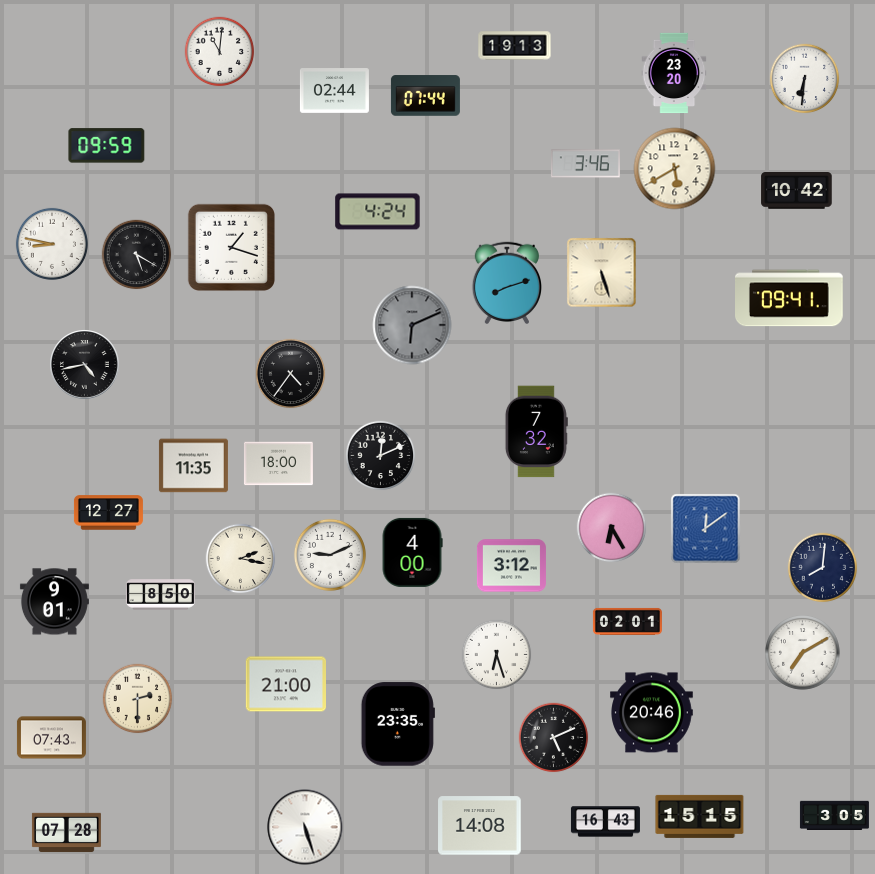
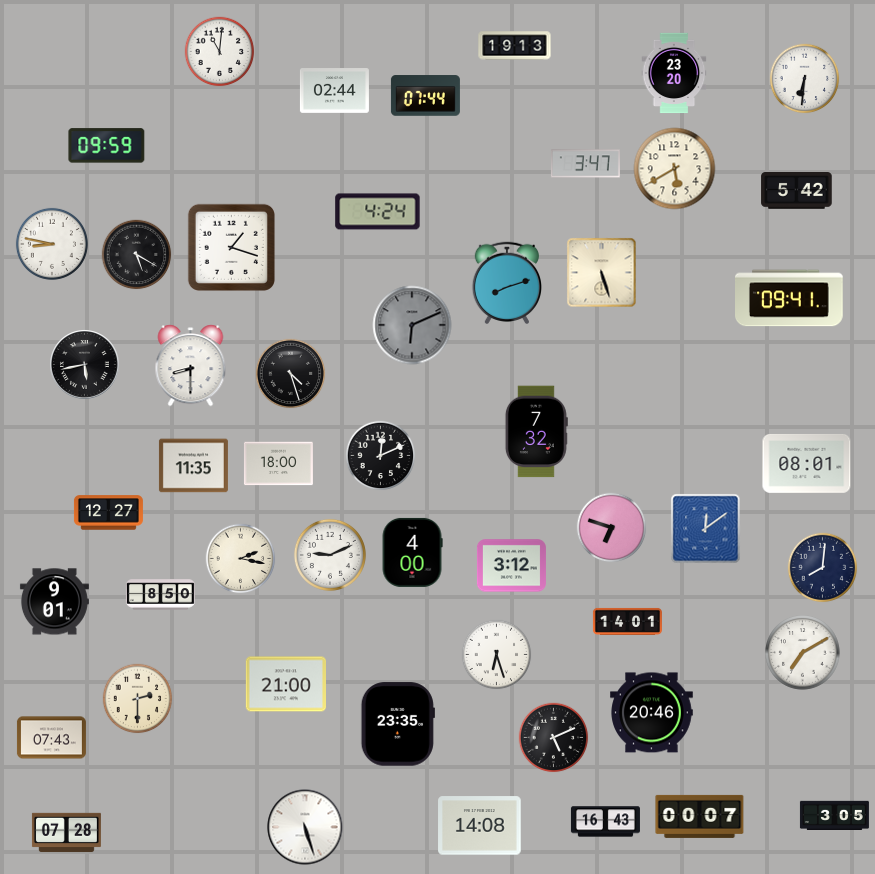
clock at (585, 164): 3:46 -> 3:47
clock at (797, 191): 10:42 -> 5:42
clock at (85, 365): 4:43 -> 5:43
clock at (191, 366): none -> 8:30
clock at (291, 374): 4:36 -> 4:27
clock at (807, 463): none -> 08:01
clock at (612, 528): 6:25 -> 6:48
clock at (627, 621): 02:01 -> 14:01
clock at (700, 816): 15:15 -> 00:07
